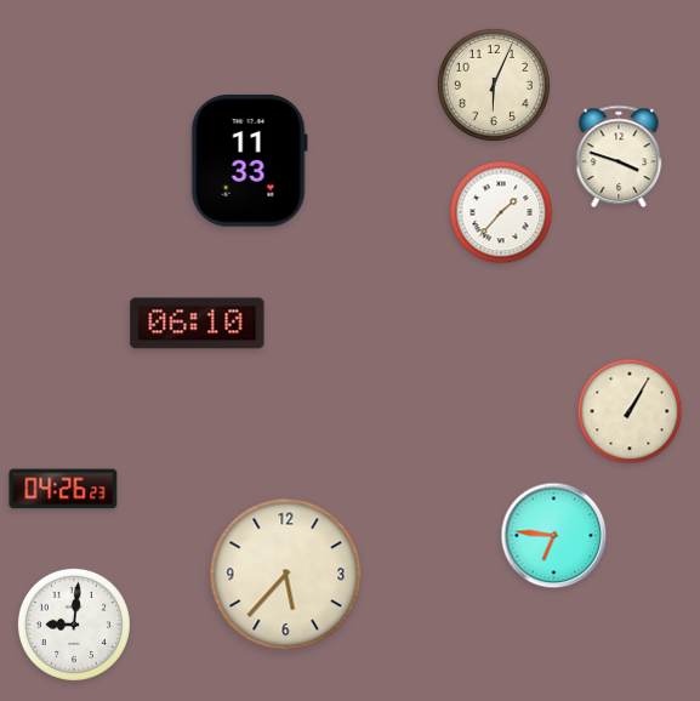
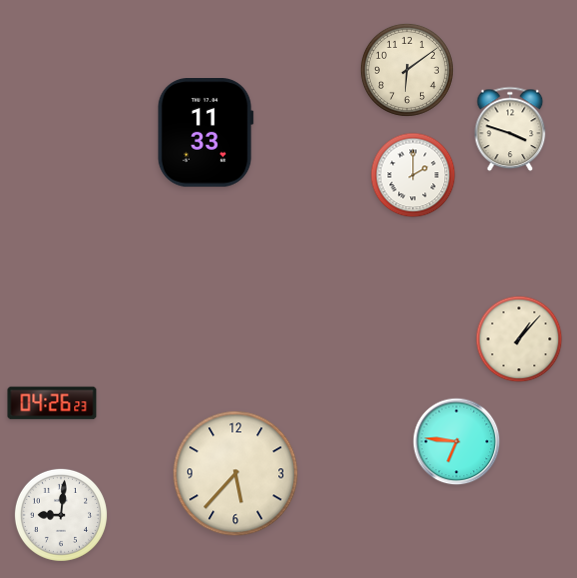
clock at (494, 85): 6:04 -> 6:09
clock at (501, 212): 1:37 -> 2:00
clock at (198, 324): 06:10 -> none
clock at (630, 411): 1:05 -> 1:07
